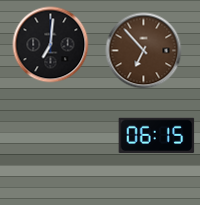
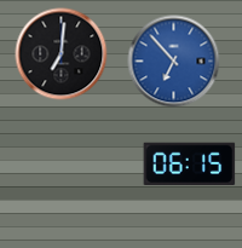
clock at (144, 51) dial: brown -> blue
